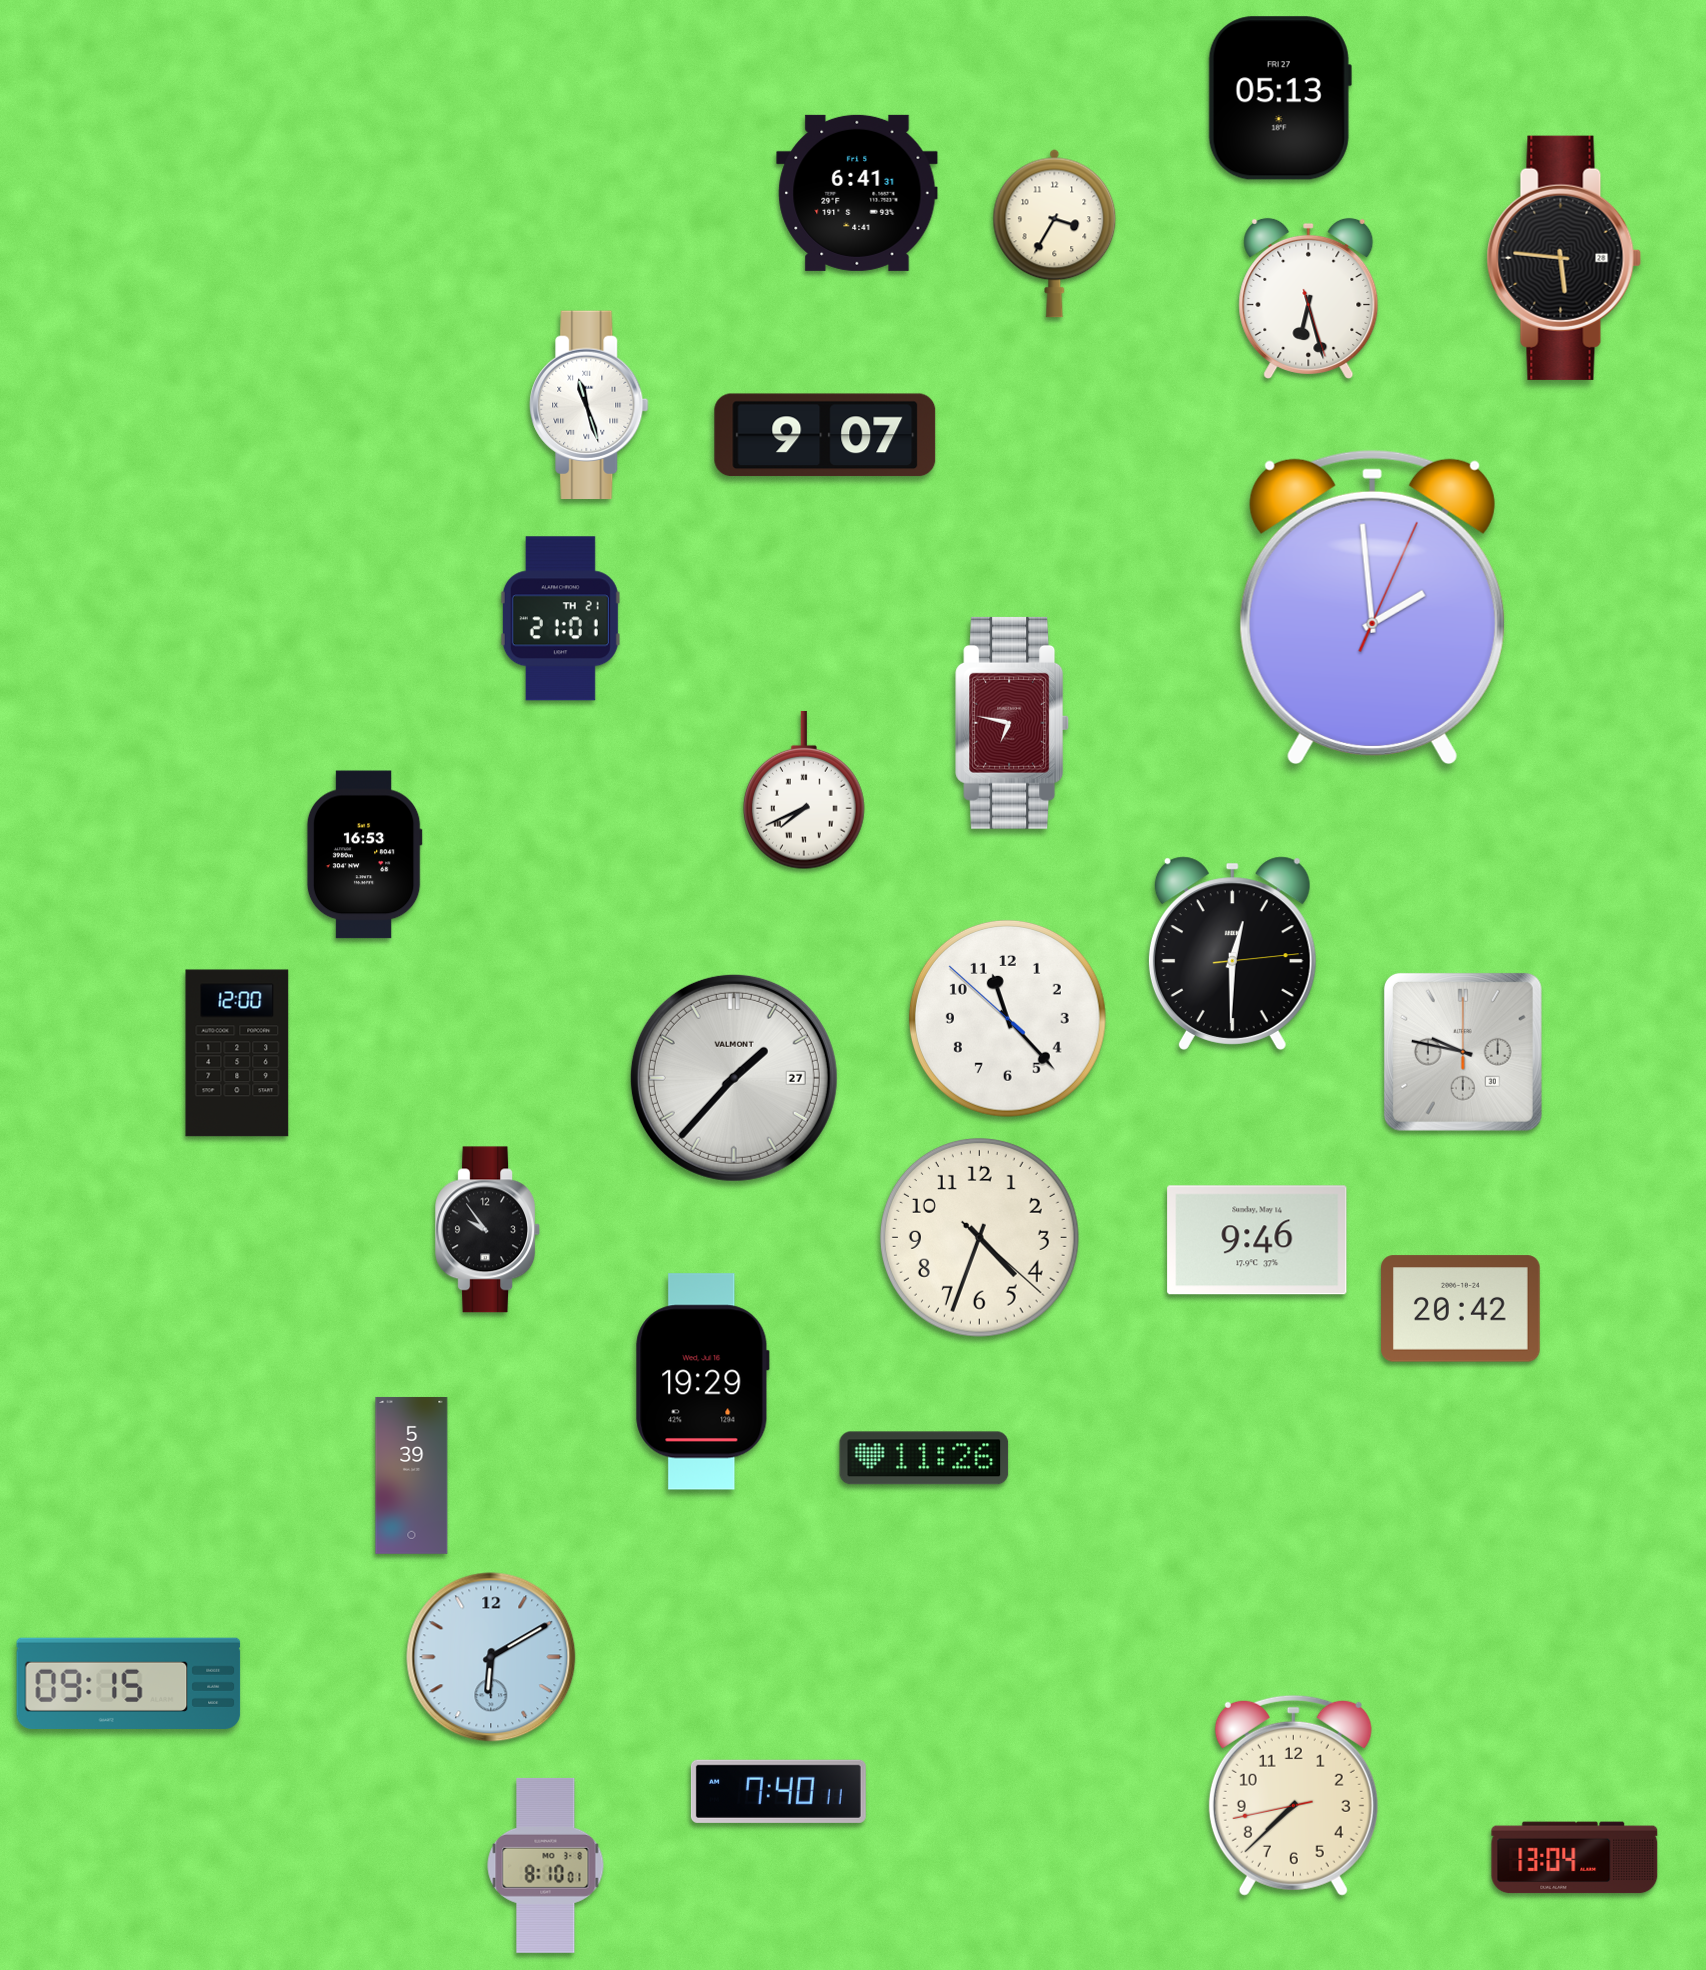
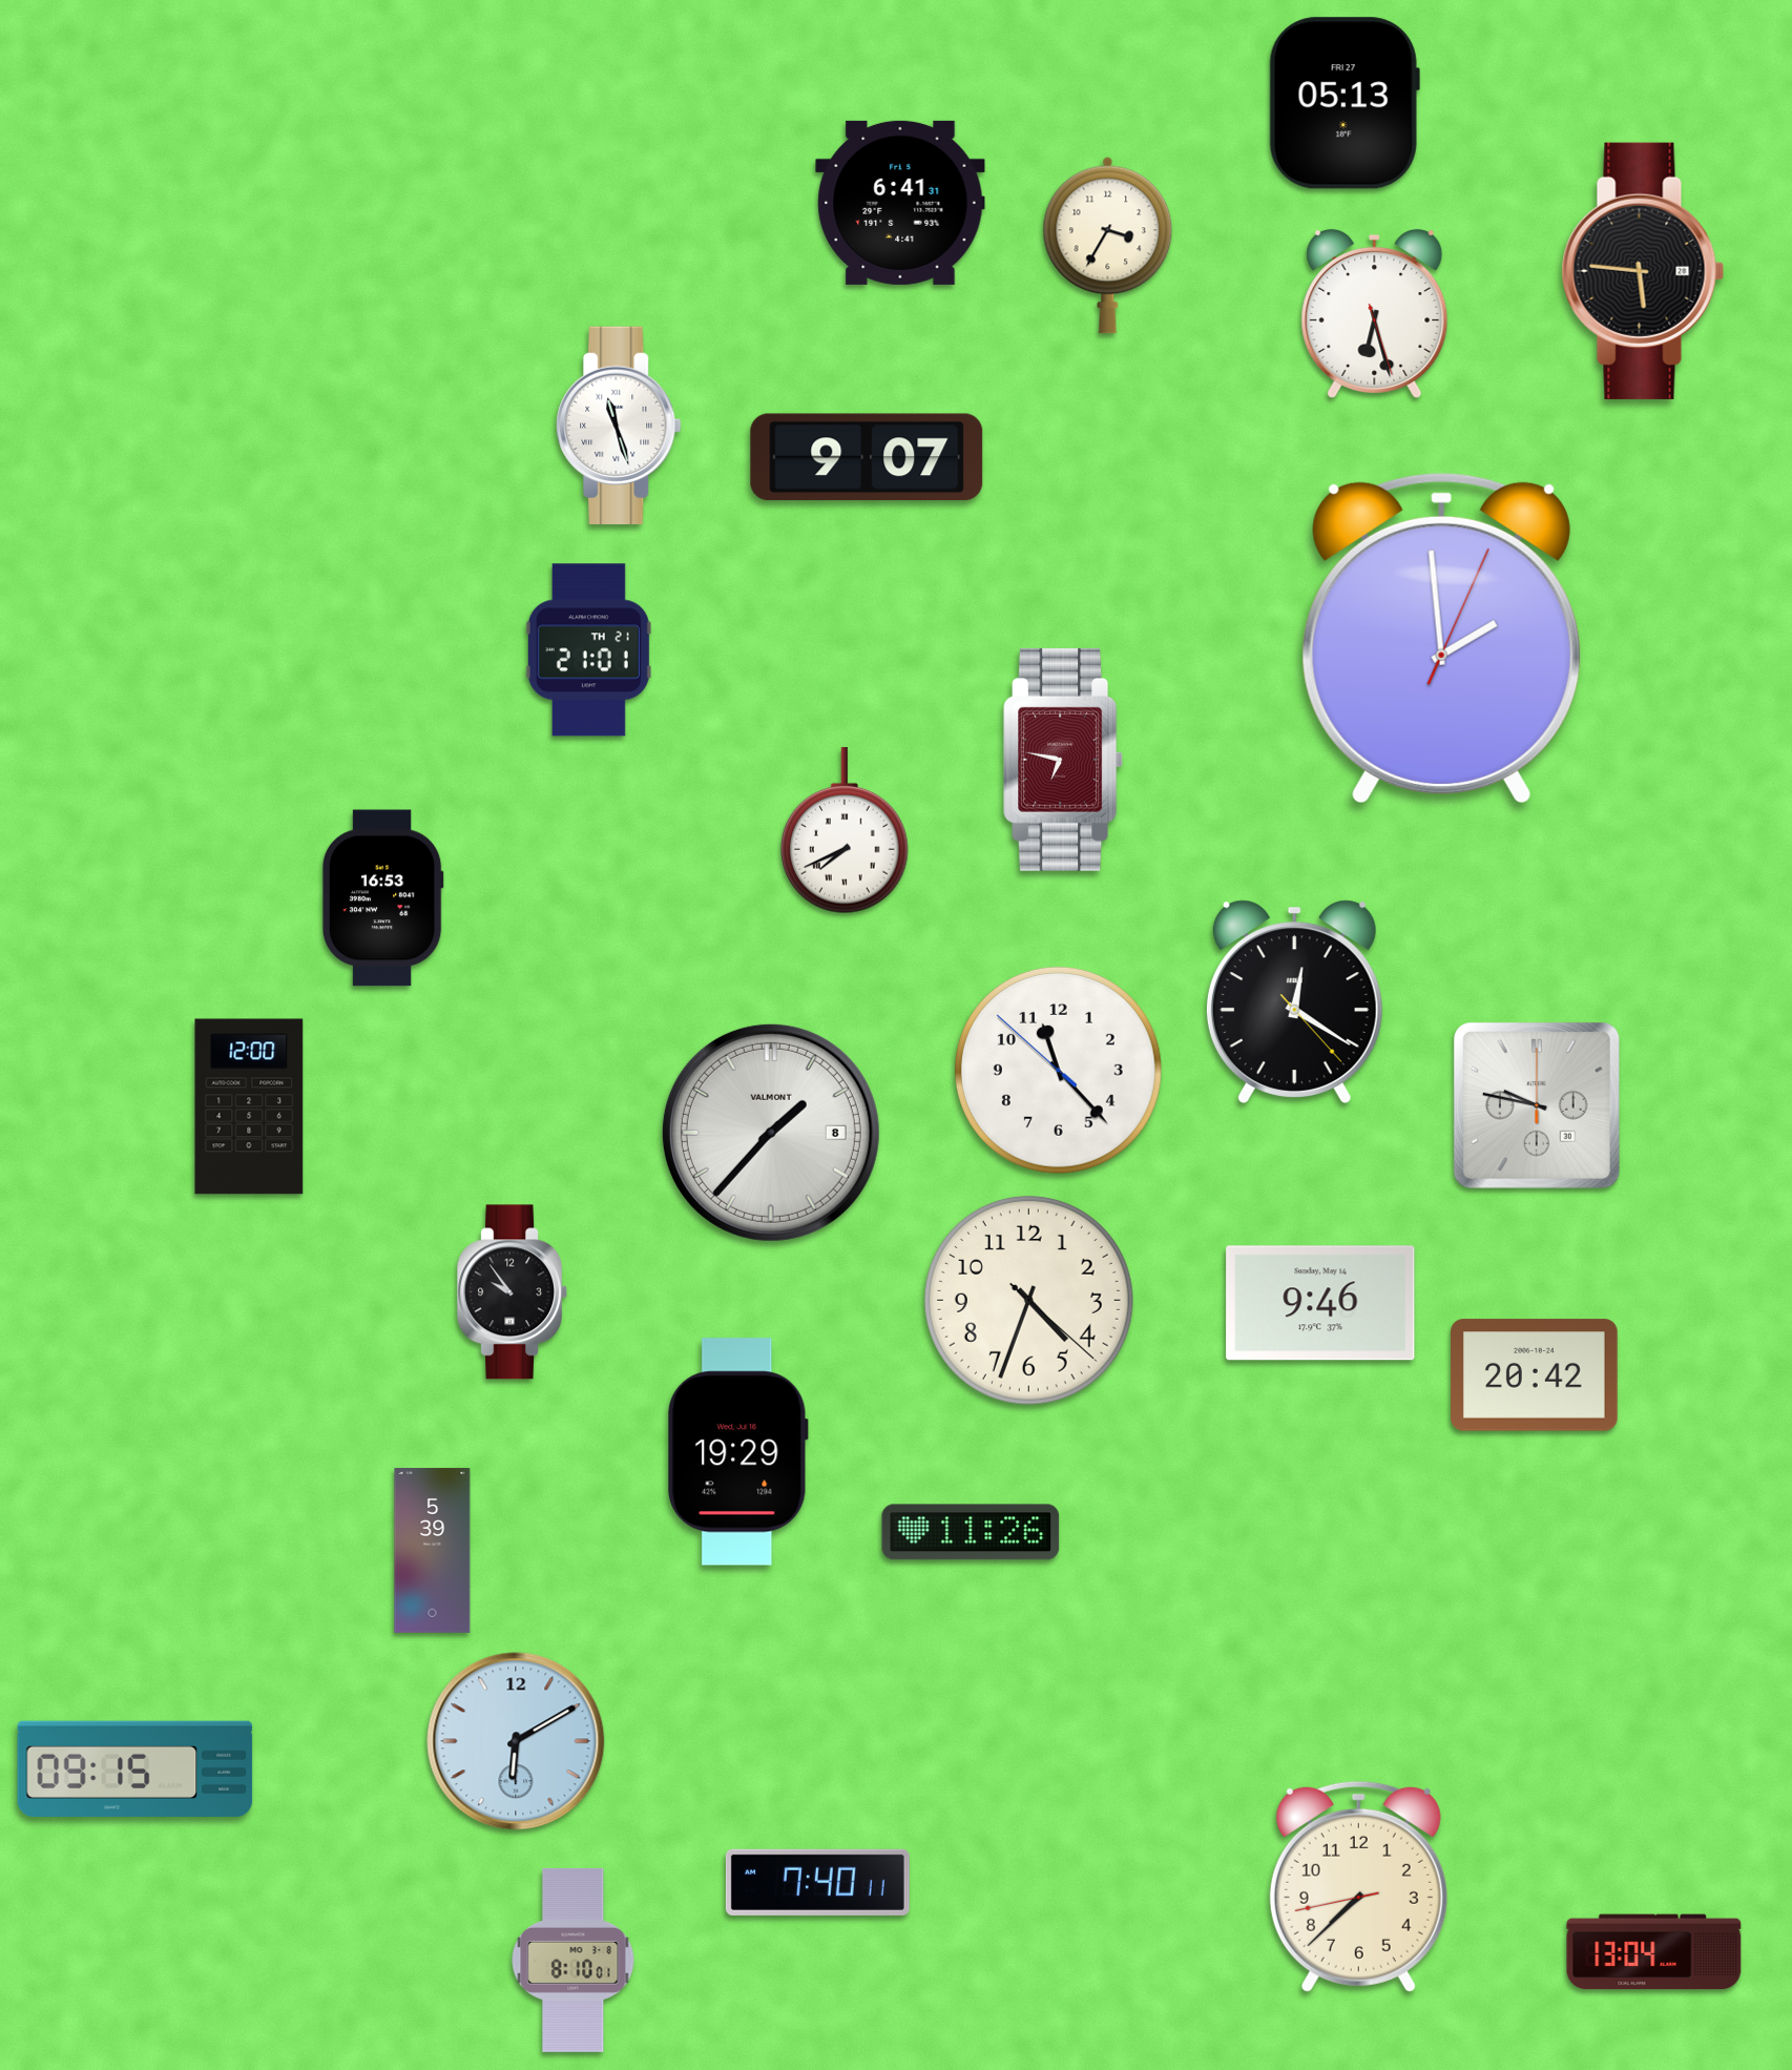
clock at (1232, 953): 12:30 -> 12:20
clock at (734, 1078) date: 27 -> 8
